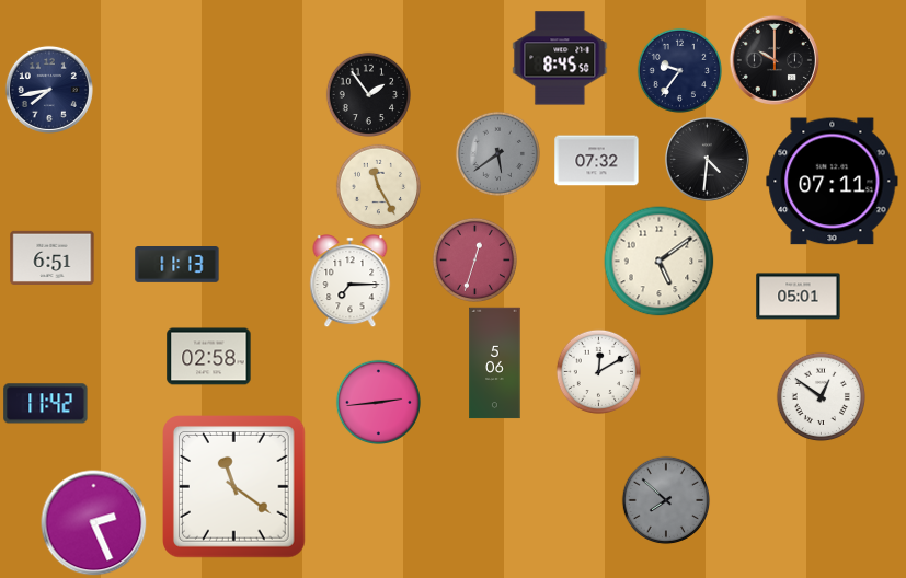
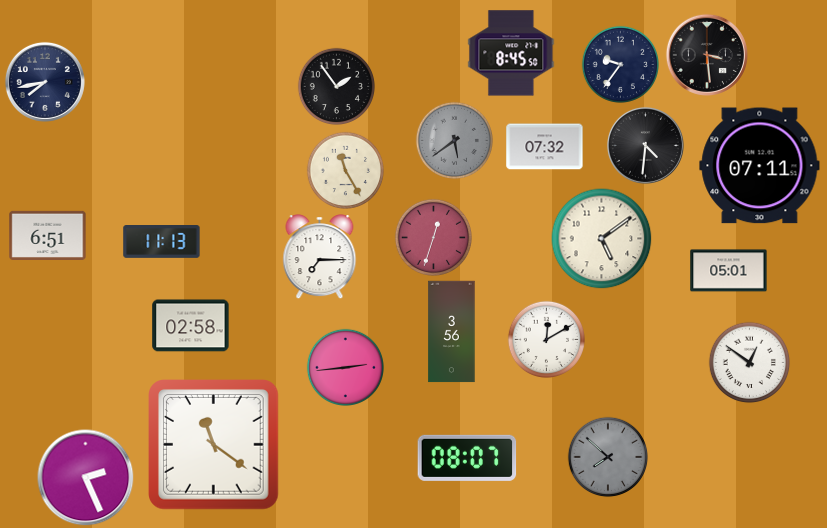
clock at (775, 60): 10:00 -> 3:29
clock at (495, 363): 5:06 -> 3:56
clock at (46, 404): 11:42 -> none
clock at (467, 458): none -> 08:07
